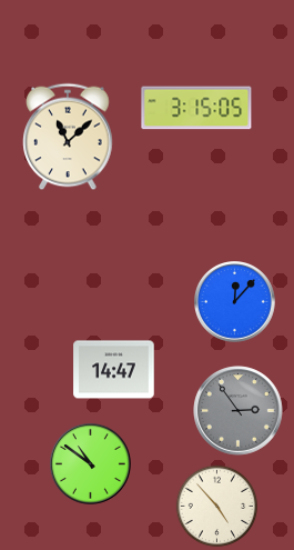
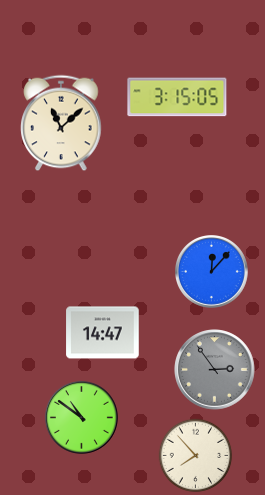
clock at (217, 507): 4:53 -> 7:53
